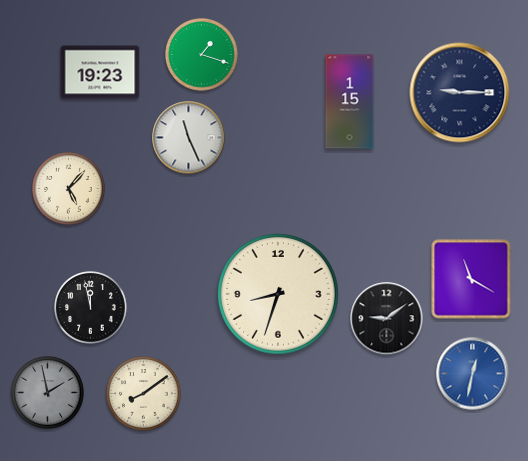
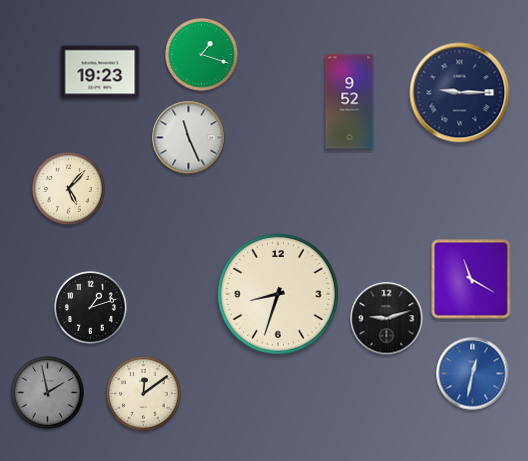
clock at (350, 102): 1:15 -> 9:52
clock at (91, 308): 11:58 -> 1:12
clock at (387, 319): 9:09 -> 9:12
clock at (144, 394): 8:09 -> 12:09
